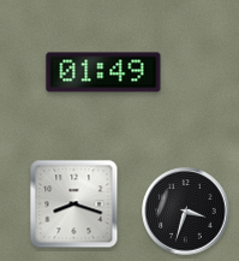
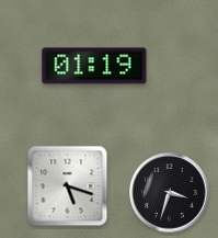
clock at (103, 72): 01:49 -> 01:19
clock at (74, 204): 8:18 -> 5:18
